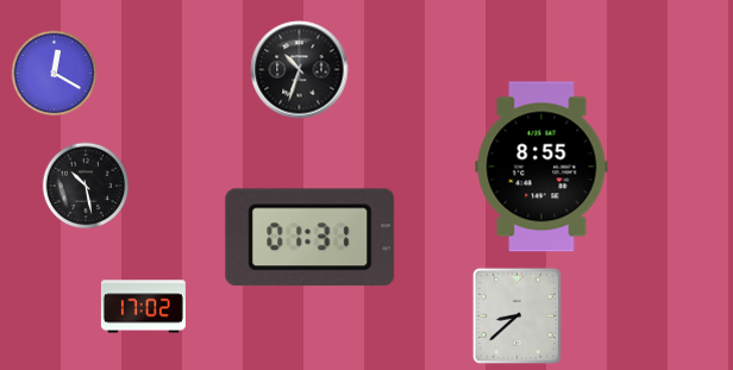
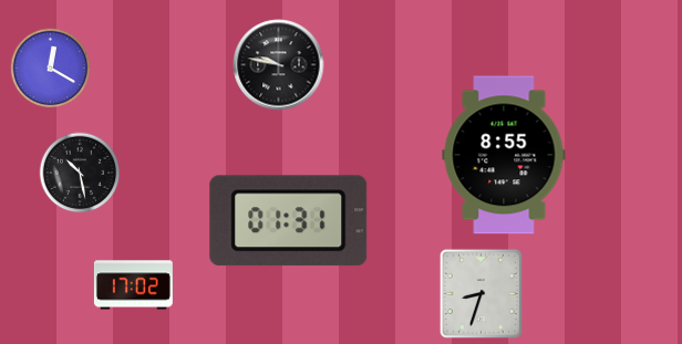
clock at (300, 70): 10:33 -> 9:47
clock at (516, 315): 8:38 -> 8:33
